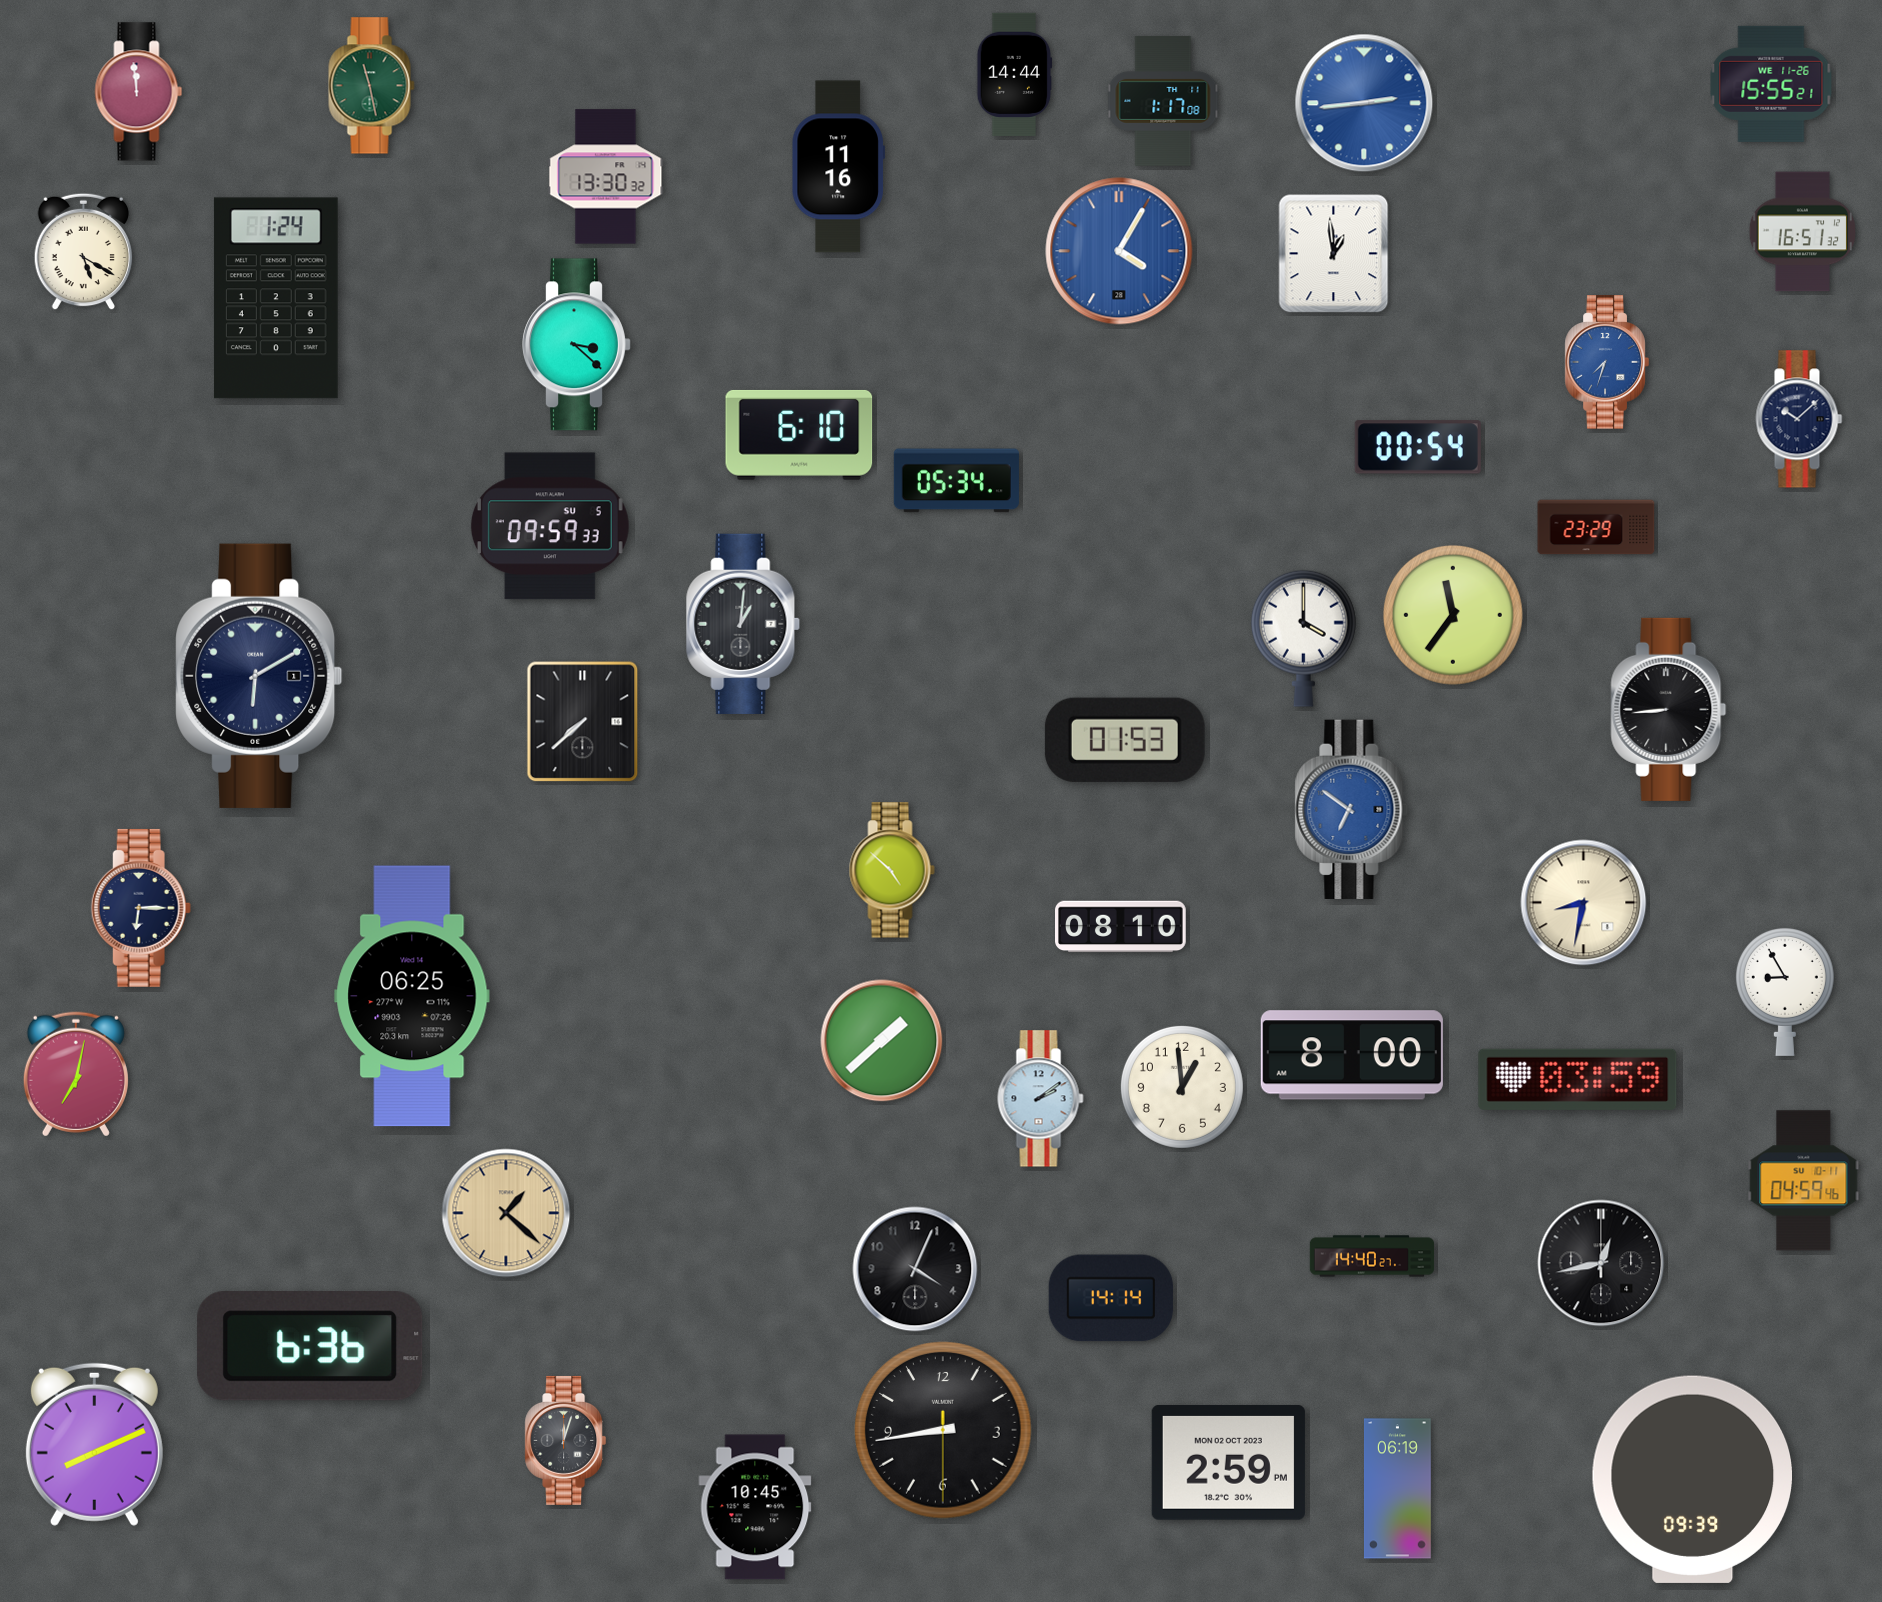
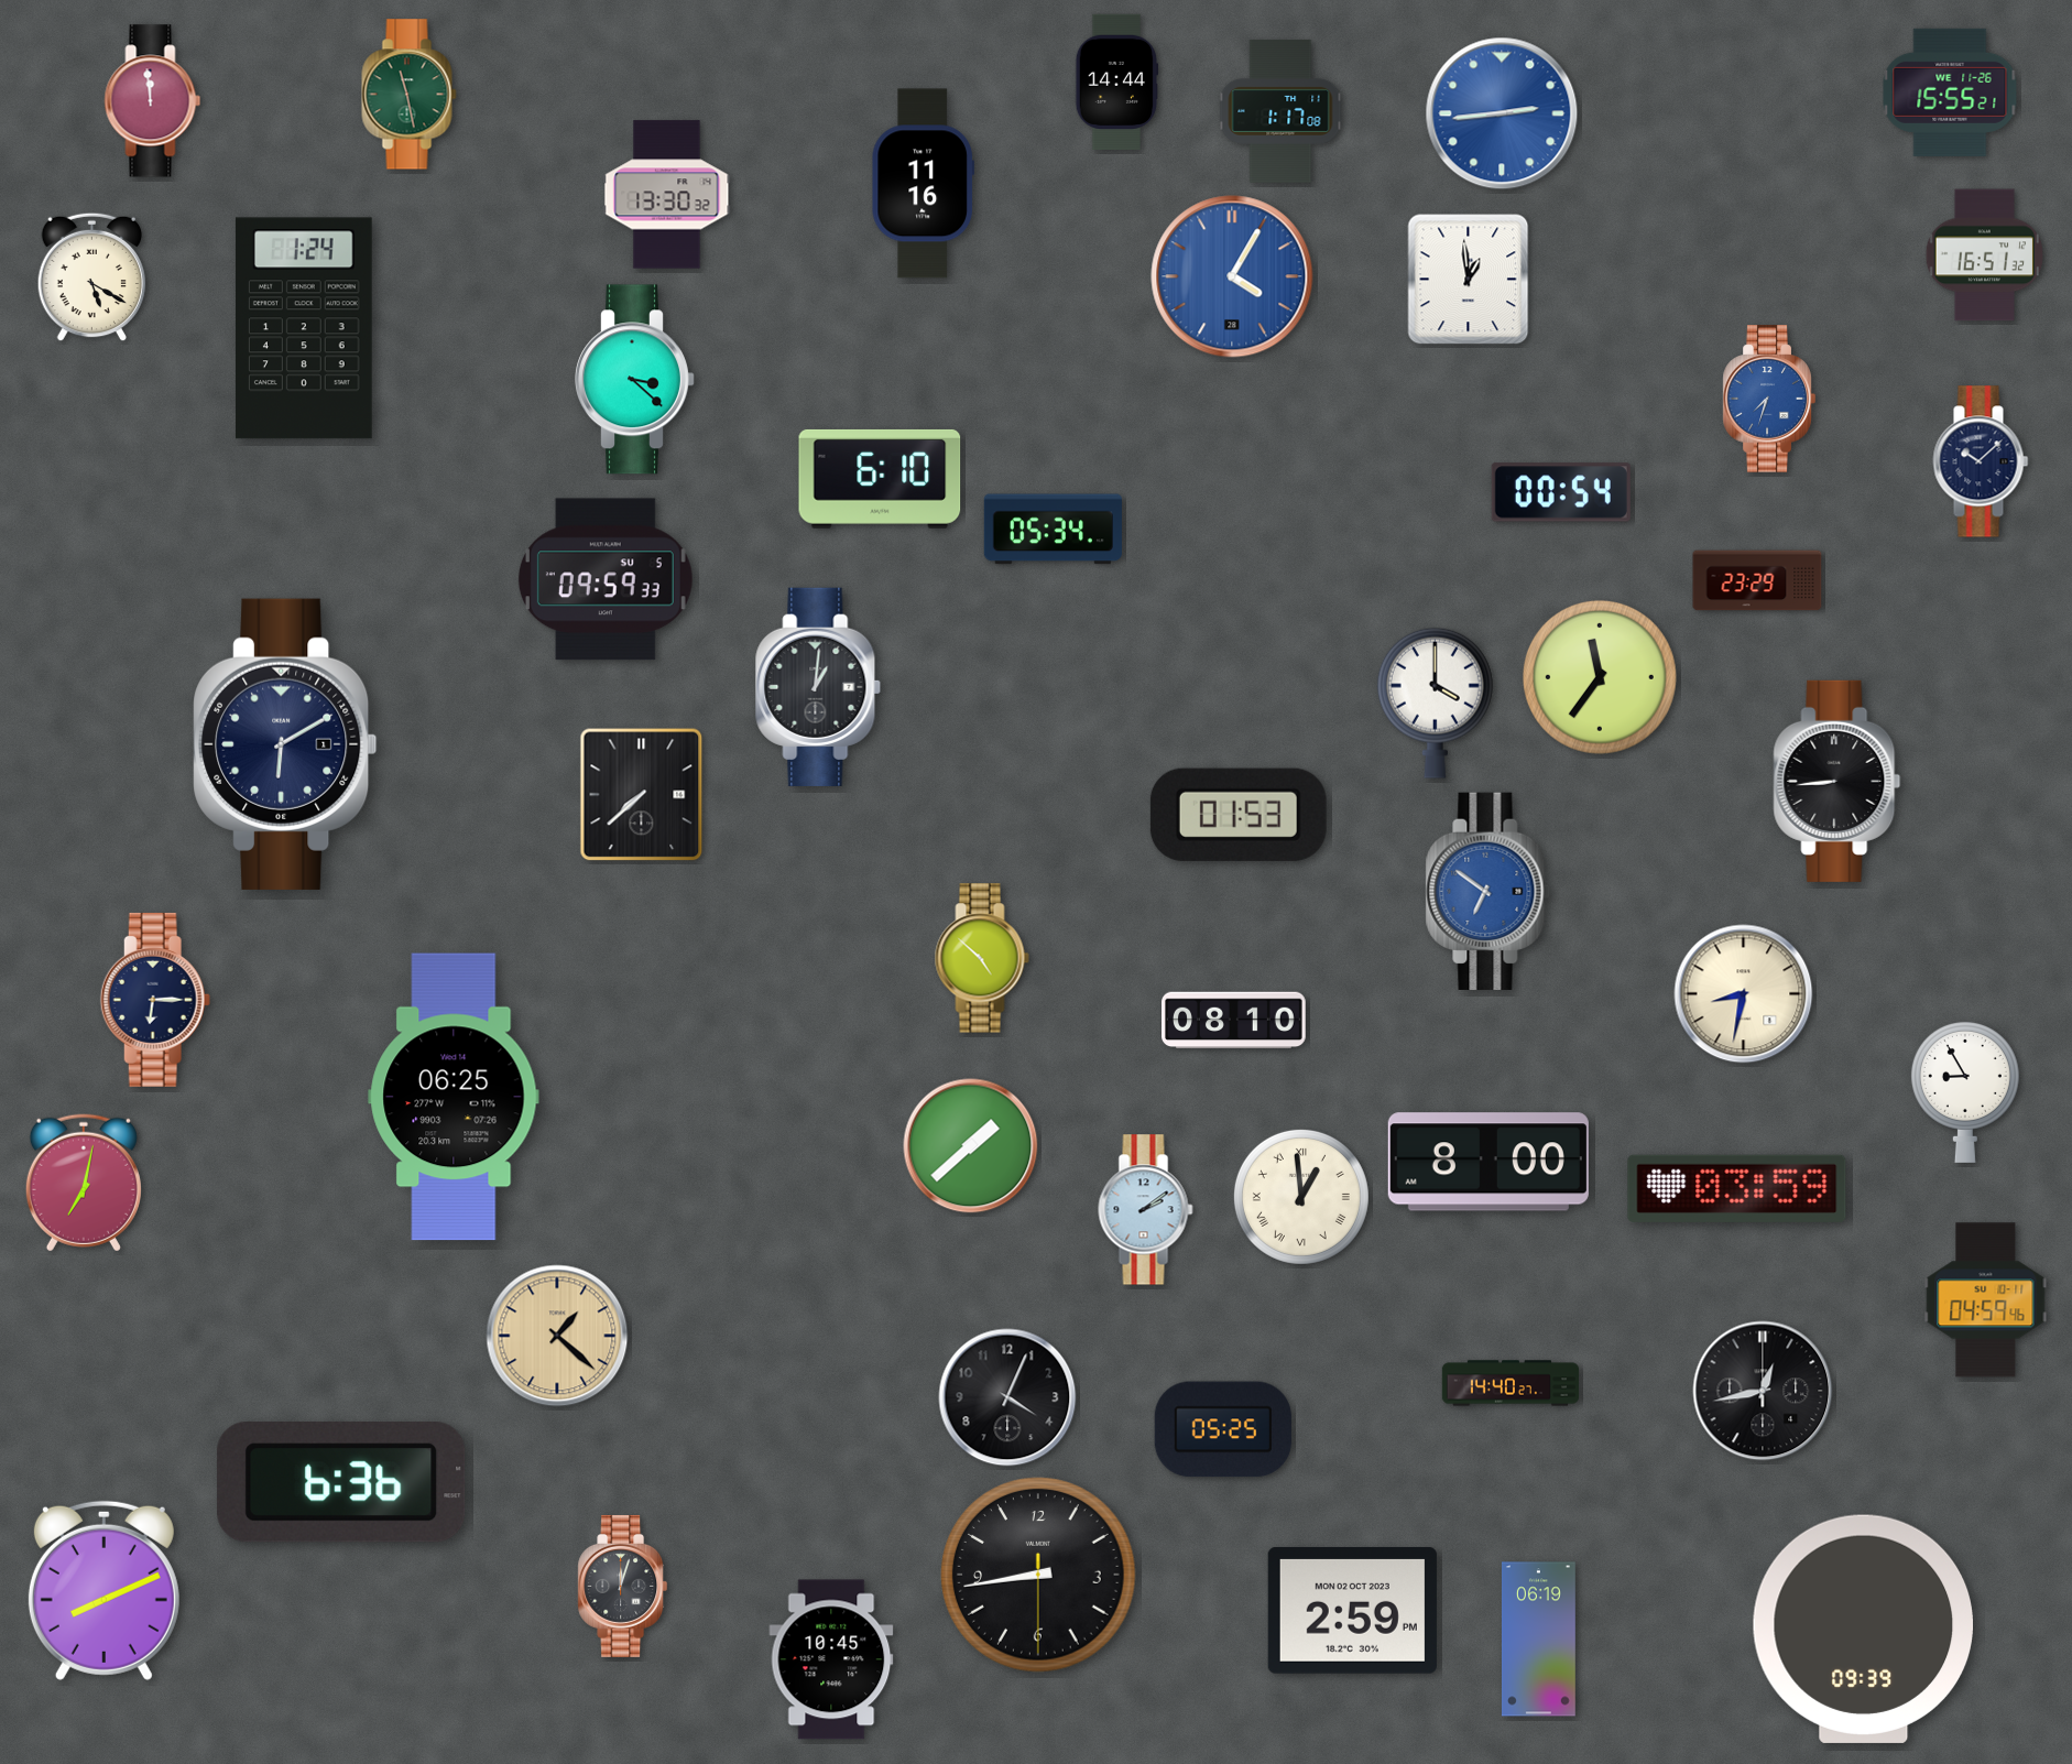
clock at (1182, 1087) numerals: Arabic -> Roman
clock at (1111, 1298): 14:14 -> 05:25
